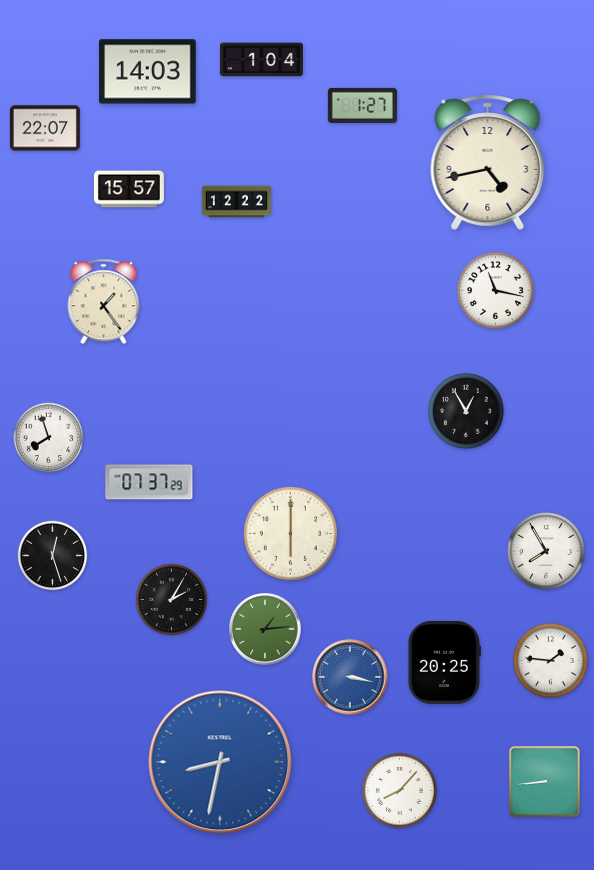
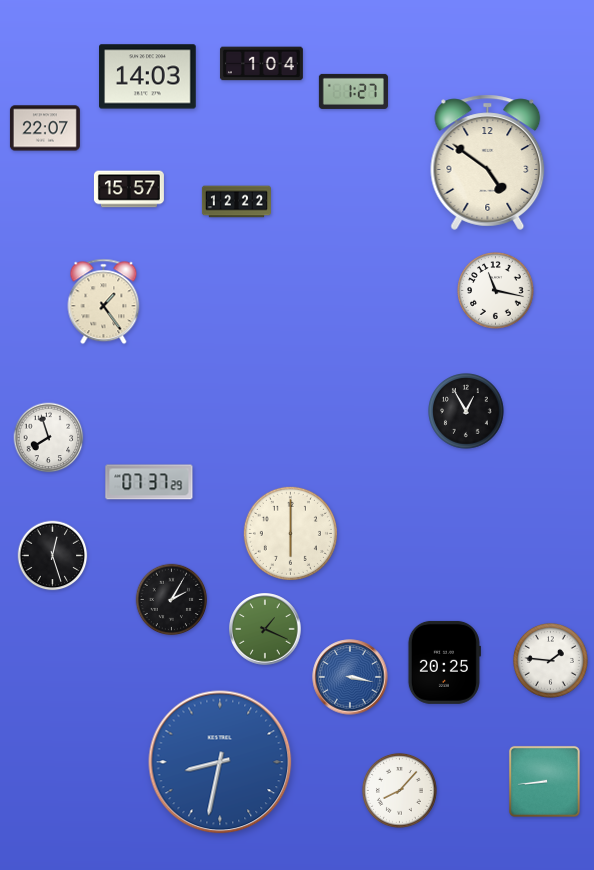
clock at (261, 60) position: (261, 60) -> (261, 64)
clock at (148, 72) position: (148, 72) -> (148, 77)
clock at (362, 105) position: (362, 105) -> (353, 91)
clock at (488, 162): 4:43 -> 4:51
clock at (546, 551): 7:55 -> none
clock at (265, 629): 1:14 -> 1:19
